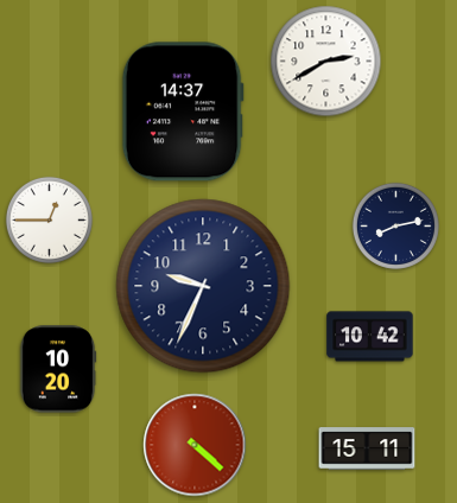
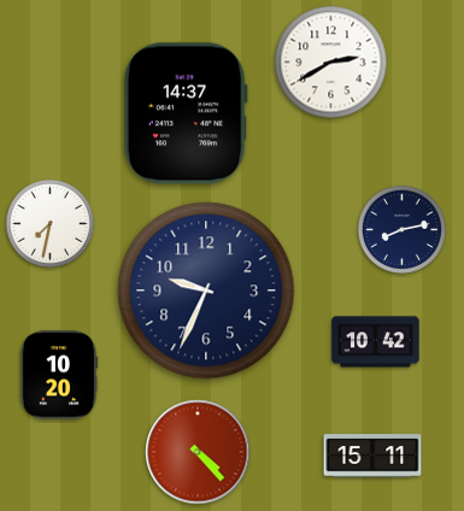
clock at (49, 219): 12:45 -> 7:32
clock at (195, 445): 4:22 -> 4:23
